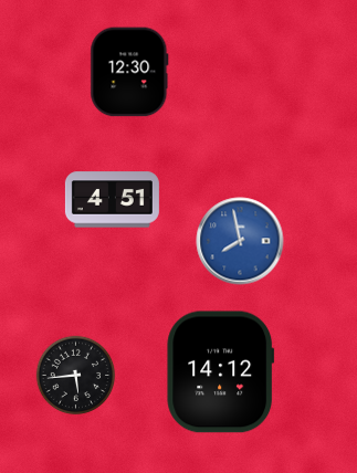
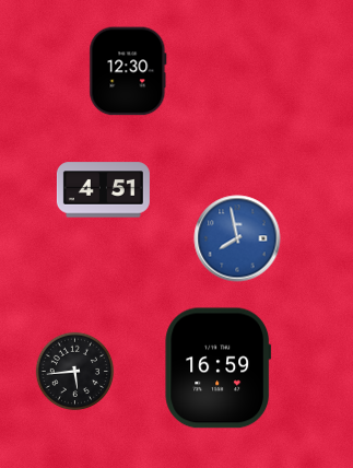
clock at (112, 200) position: (112, 200) -> (103, 190)
clock at (221, 372): 14:12 -> 16:59
